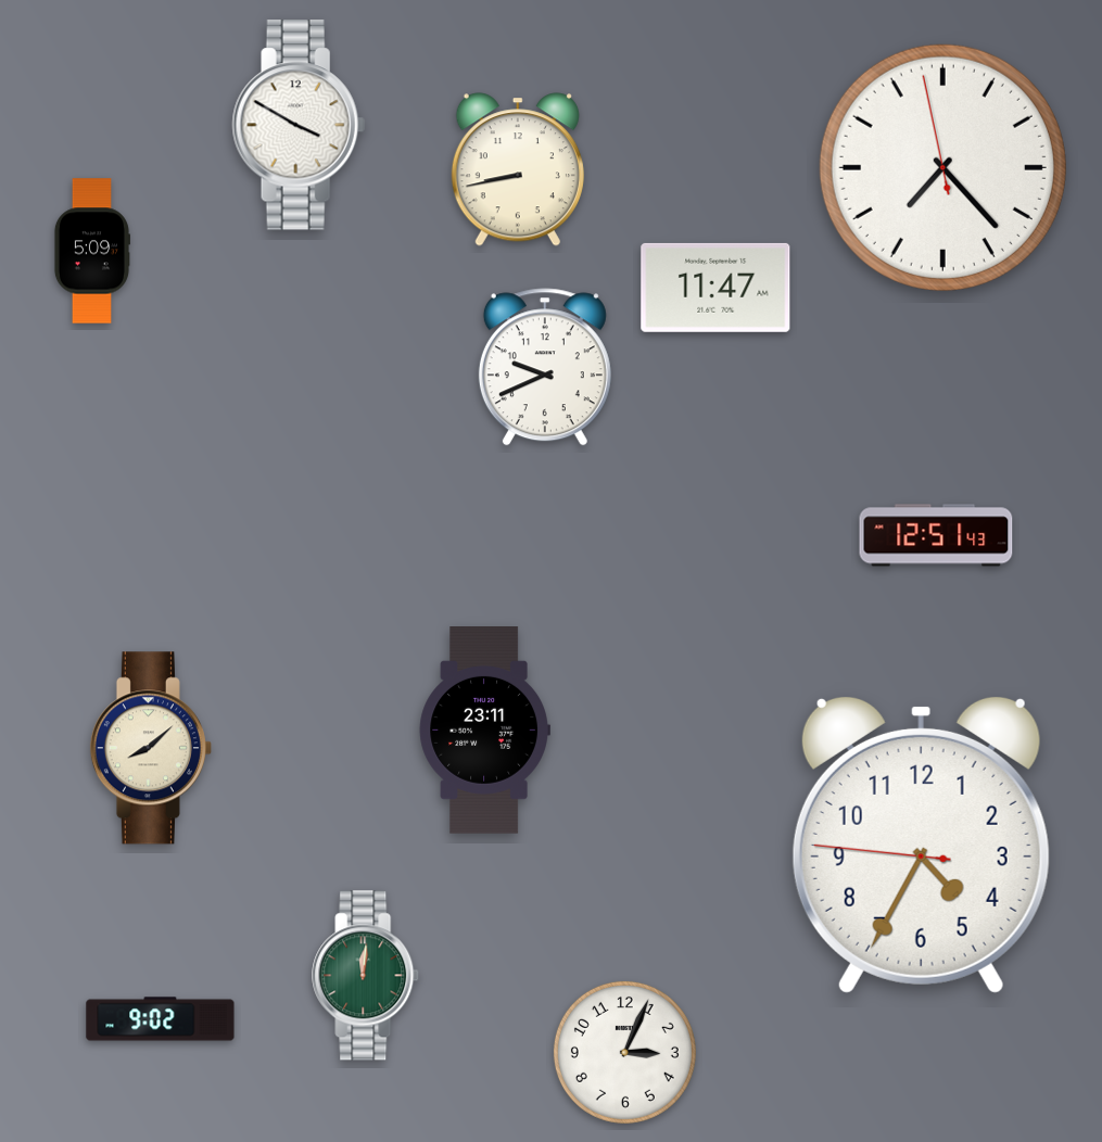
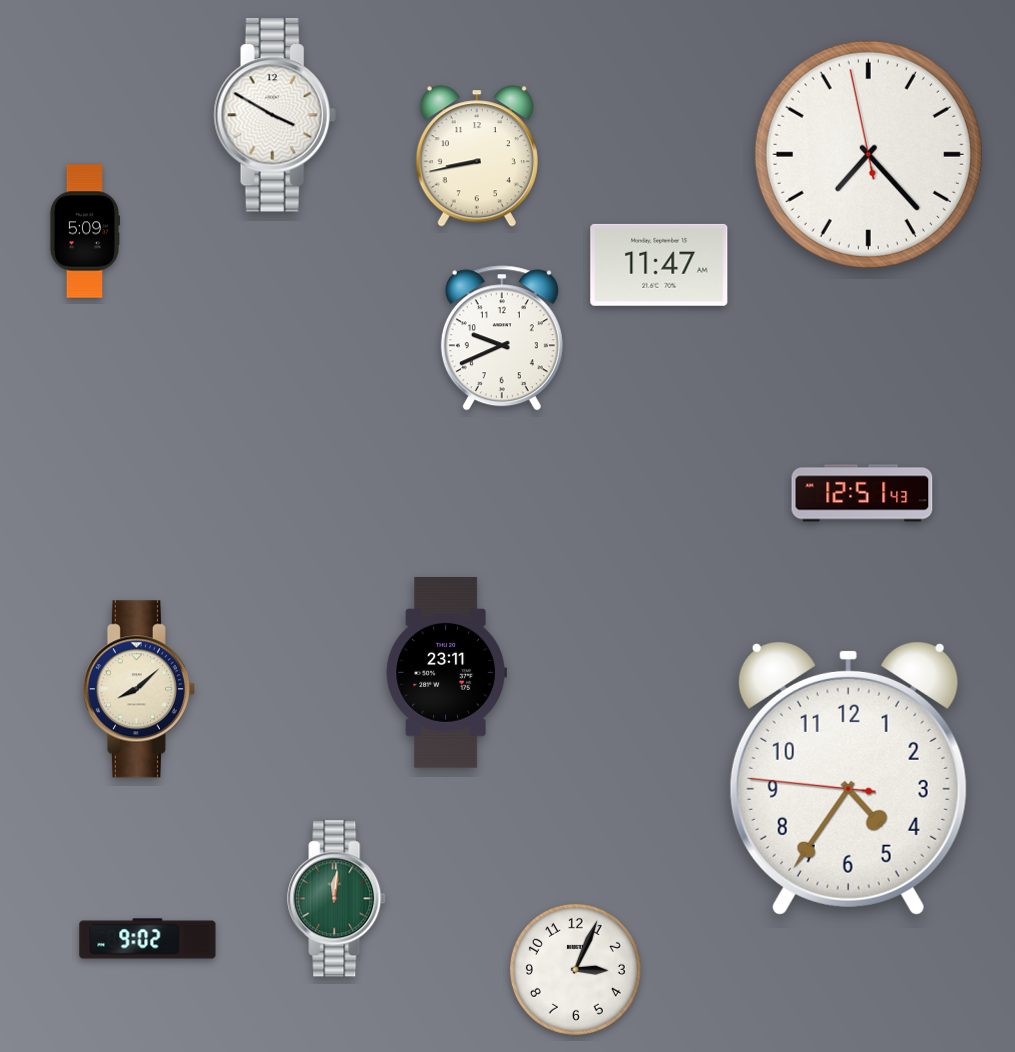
clock at (921, 845): 4:34 -> 4:35
